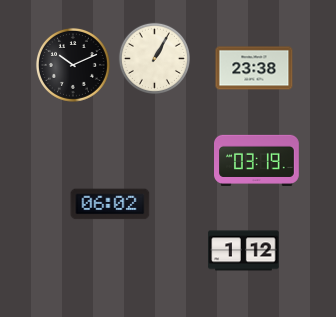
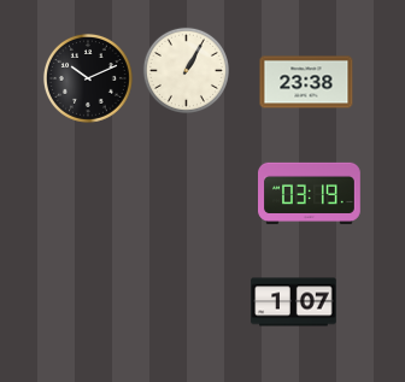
clock at (110, 204): 06:02 -> none
clock at (244, 251): 1:12 -> 1:07
